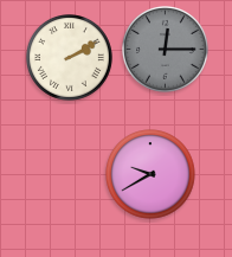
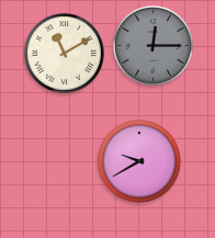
clock at (70, 58): 2:10 -> 11:10
